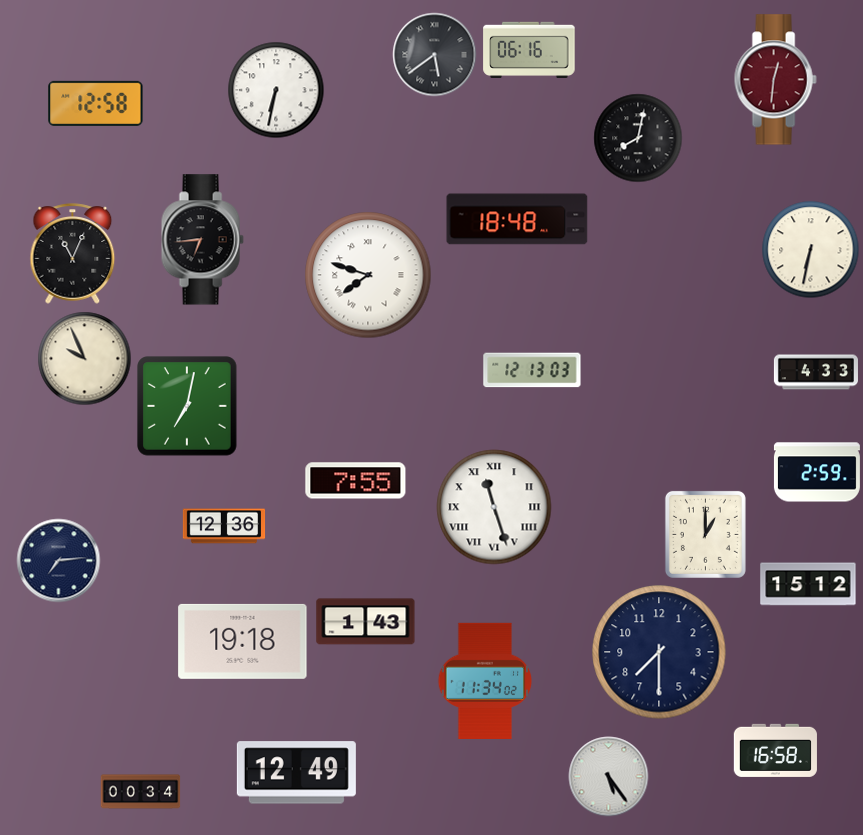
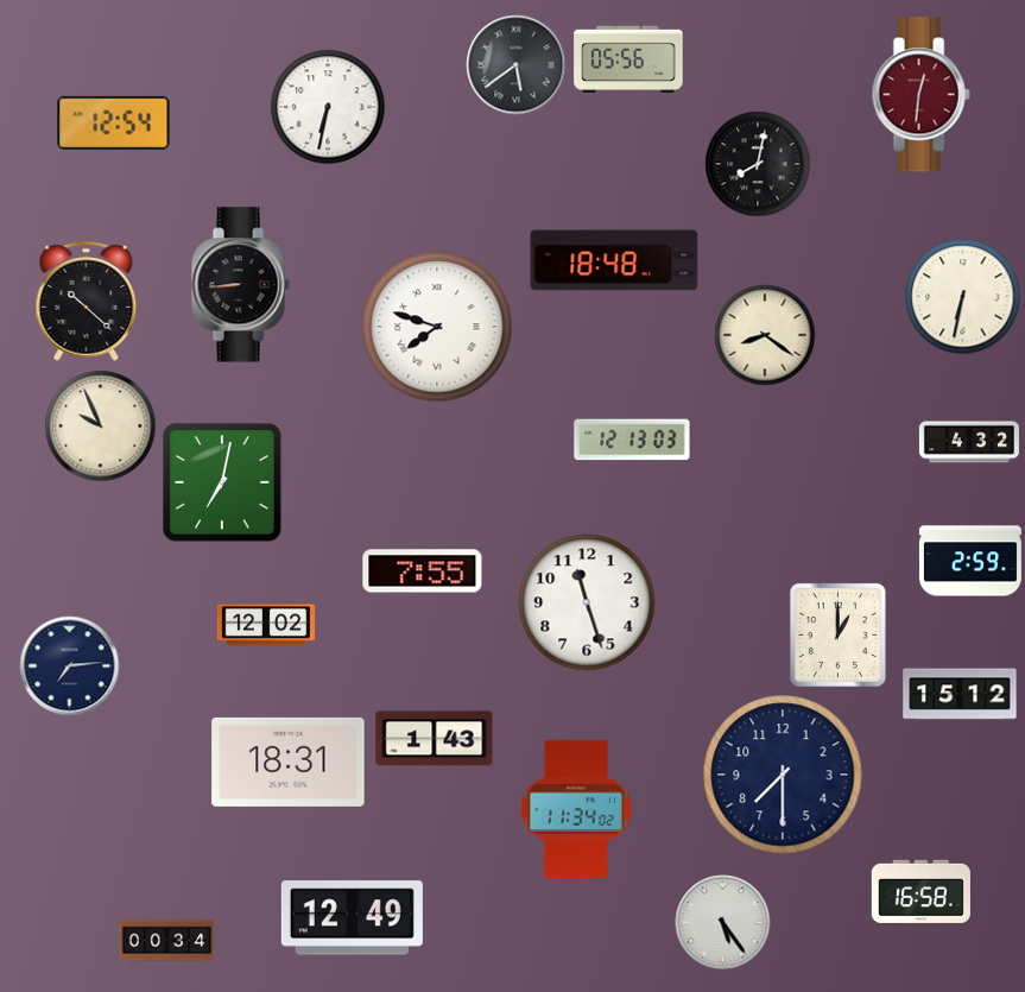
clock at (529, 49): 06:16 -> 05:56
clock at (96, 103): 12:58 -> 12:54
clock at (202, 240): 6:44 -> 8:44
clock at (73, 254): 11:04 -> 10:22
clock at (765, 335): none -> 8:21
clock at (816, 372): 4:33 -> 4:32
clock at (494, 507) numerals: Roman -> Arabic
clock at (224, 526): 12:36 -> 12:02
clock at (243, 641): 19:18 -> 18:31
